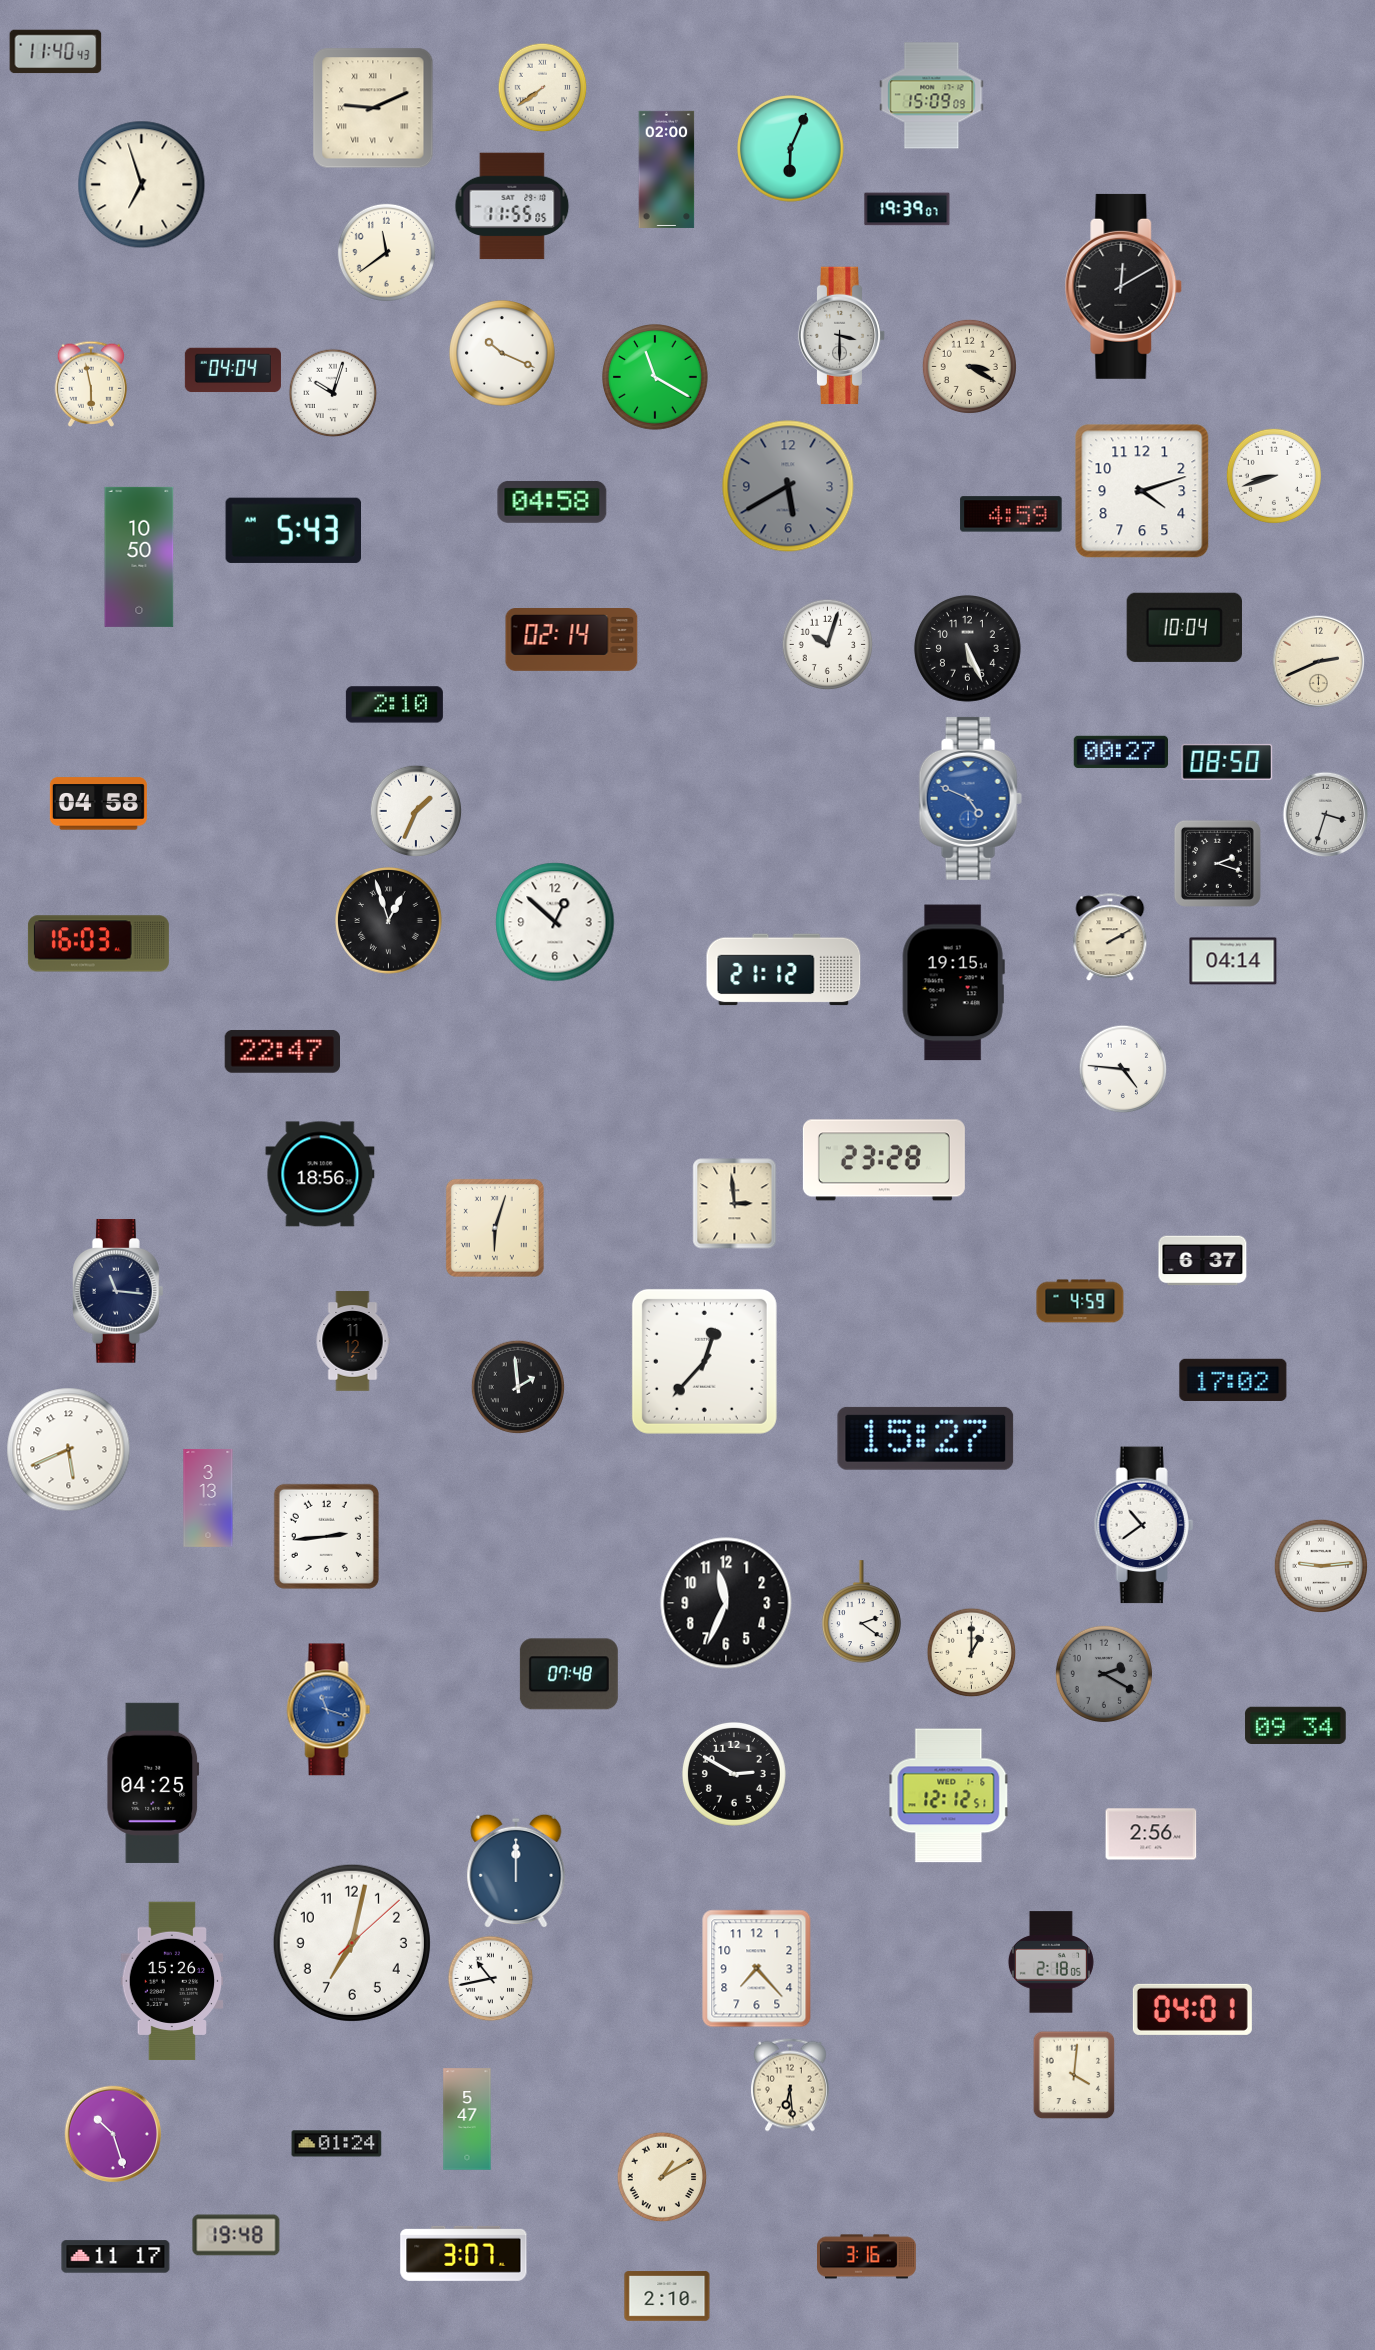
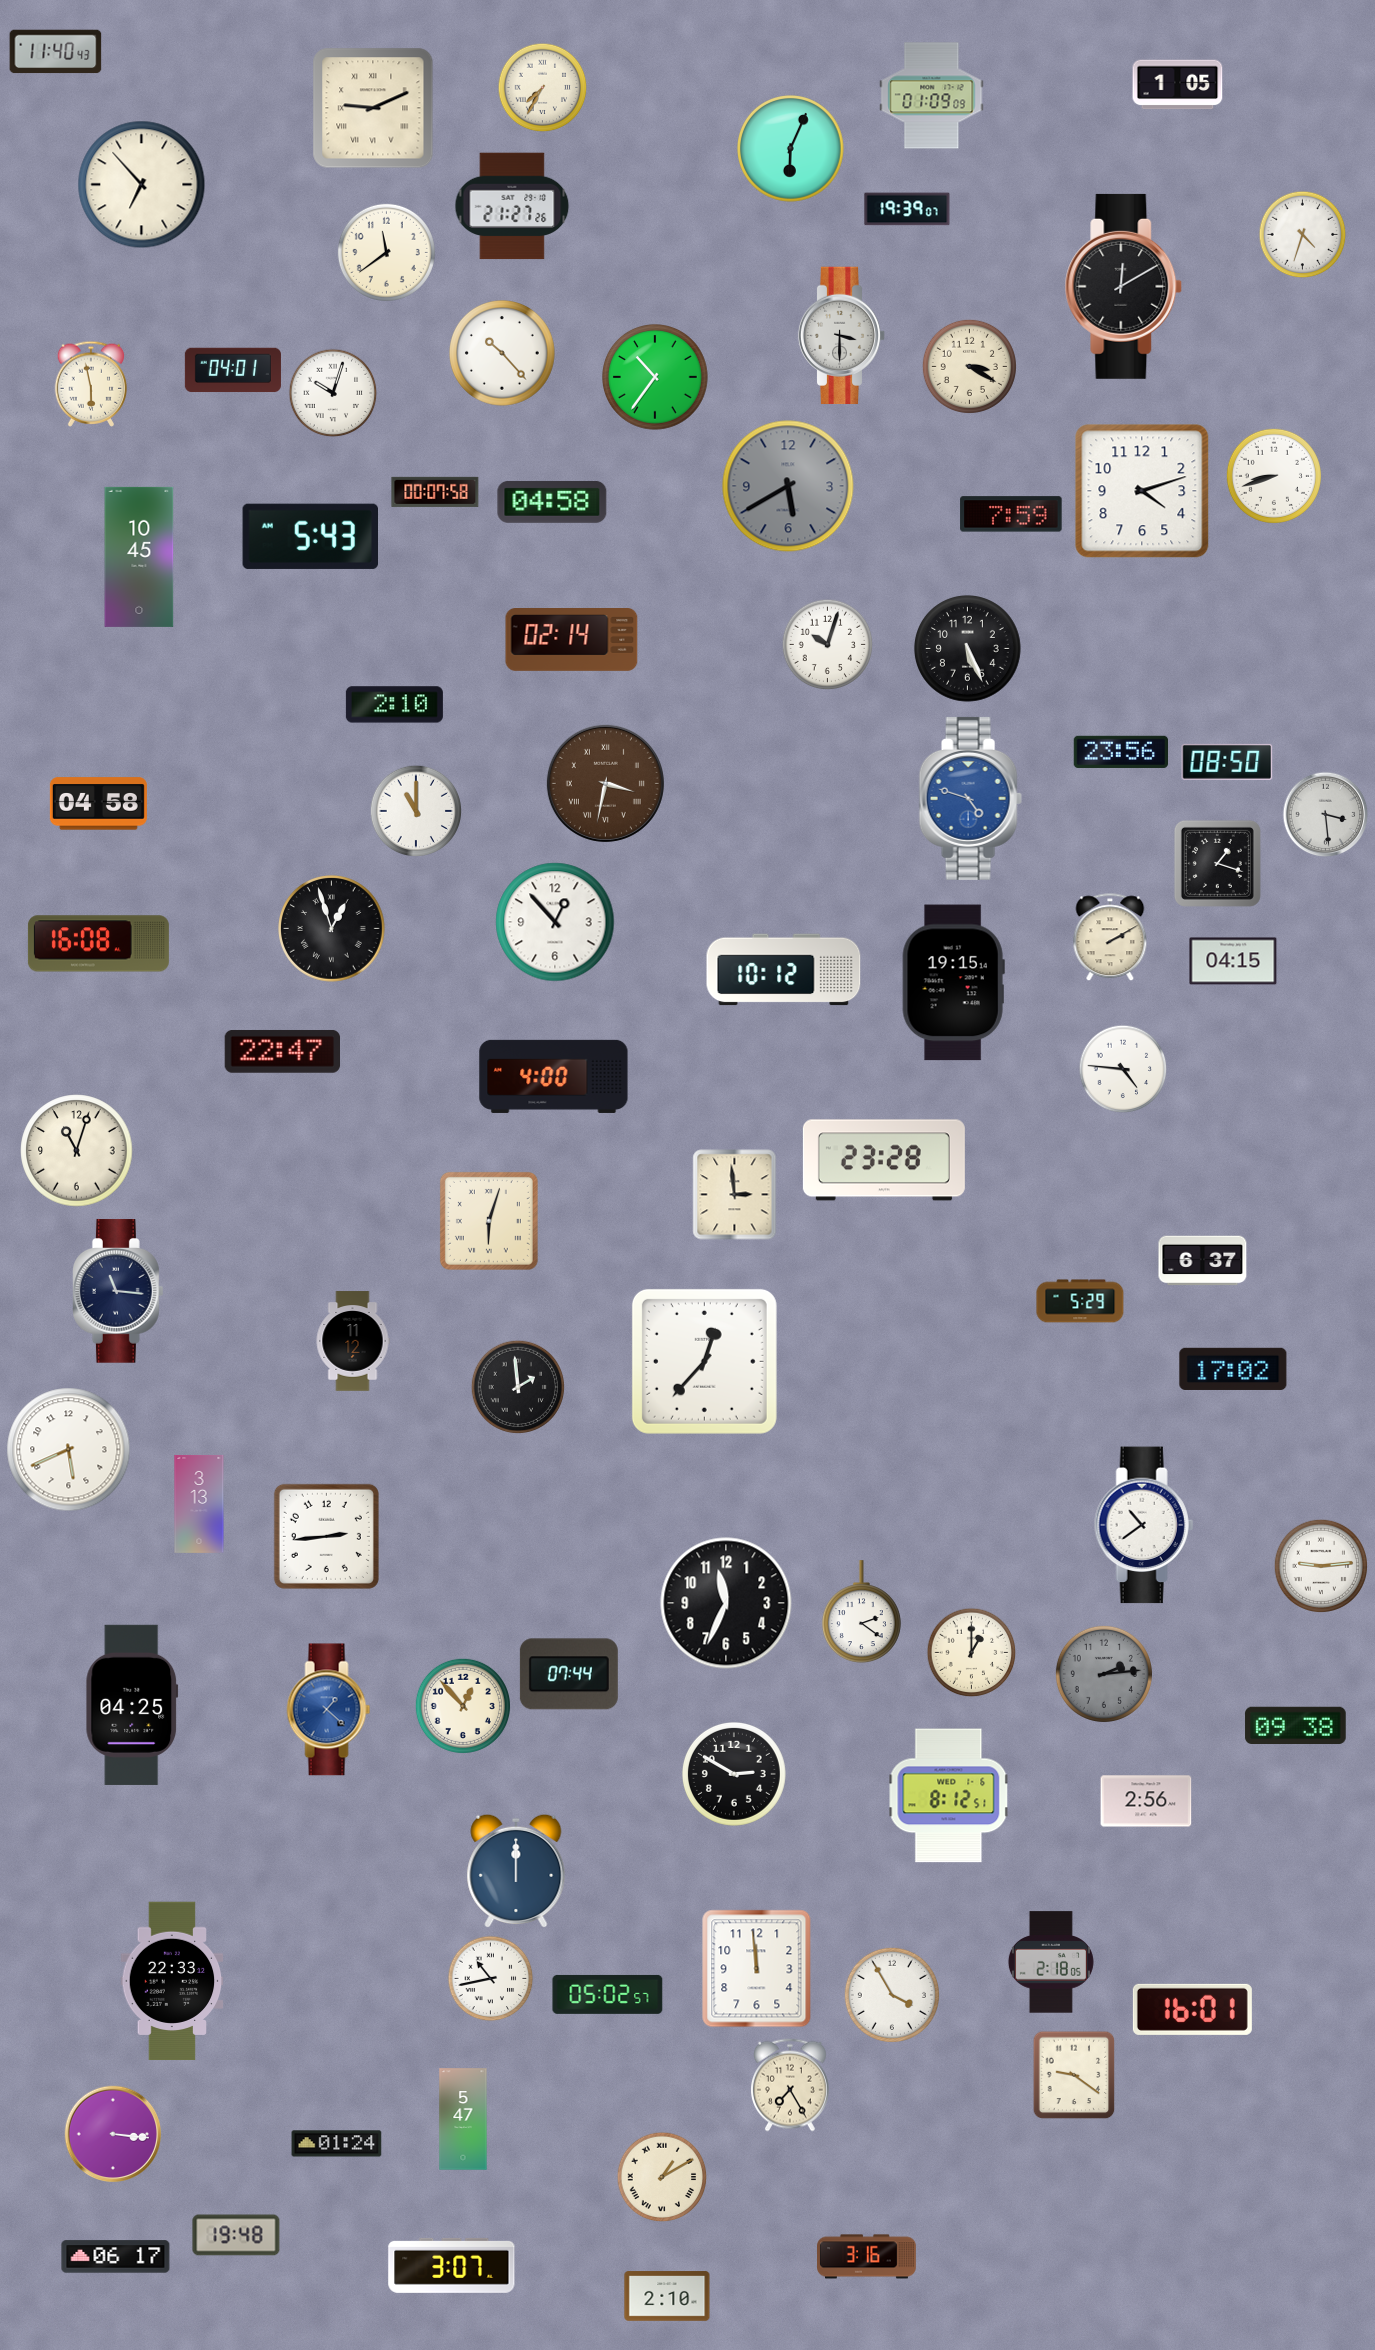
clock at (1178, 85): none -> 1:05
clock at (543, 88): 7:39 -> 7:35
clock at (932, 96): 15:09 -> 01:09
clock at (667, 169): 02:00 -> none
clock at (142, 185): 6:57 -> 6:53
clock at (512, 206): 11:55 -> 21:27
clock at (1303, 235): none -> 4:33
clock at (503, 354): 10:19 -> 10:23
clock at (233, 370): 04:04 -> 04:01
clock at (656, 378): 11:20 -> 10:36
clock at (435, 492): none -> 00:07
clock at (1011, 514): 4:59 -> 7:59
clock at (294, 530) position: (294, 530) -> (311, 536)
clock at (139, 557): 10:50 -> 10:45
clock at (1184, 627): 10:04 -> none
clock at (1319, 662): 2:41 -> none
clock at (1120, 752): 00:27 -> 23:56
clock at (605, 783): none -> 3:32
clock at (970, 798): 4:49 -> 4:48
clock at (416, 811): 1:34 -> 11:00
clock at (1326, 815): 3:33 -> 3:29
clock at (1217, 863): 2:18 -> 1:18
clock at (389, 921) position: (389, 921) -> (332, 929)
clock at (555, 922): 12:52 -> 12:53
clock at (98, 944): 16:03 -> 16:08
clock at (1233, 961): 04:14 -> 04:15
clock at (784, 970): 21:12 -> 10:12
clock at (554, 1076): none -> 4:00
clock at (77, 1151): none -> 11:03
clock at (320, 1174): 18:56 -> none
clock at (735, 1204) position: (735, 1204) -> (735, 1195)
clock at (495, 1228) position: (495, 1228) -> (489, 1221)
clock at (1080, 1301): 4:59 -> 5:29
clock at (1233, 1380) position: (1233, 1380) -> (1233, 1369)
clock at (926, 1438): 15:27 -> none
clock at (208, 1498) position: (208, 1498) -> (199, 1504)
clock at (569, 1674): 07:48 -> 07:44
clock at (1104, 1674): 2:20 -> 2:14
clock at (463, 1706): none -> 12:53
clock at (329, 1710): 11:18 -> 1:22
clock at (1296, 1725): 09:34 -> 09:38
clock at (153, 1783) position: (153, 1783) -> (132, 1705)
clock at (949, 1796): 12:12 -> 8:12
clock at (1151, 1834) position: (1151, 1834) -> (1146, 1801)
clock at (352, 1943): 7:02 -> none
clock at (757, 1969): 7:23 -> 11:59
clock at (172, 1981): 15:26 -> 22:33
clock at (608, 1994): none -> 05:02
clock at (892, 1995): none -> 3:55
clock at (1192, 2009): 04:01 -> 16:01
clock at (1074, 2075): 4:01 -> 9:21
clock at (790, 2085): 6:29 -> 7:25
clock at (467, 2119) position: (467, 2119) -> (463, 2119)
clock at (112, 2133): 10:27 -> 3:16
clock at (464, 2253) position: (464, 2253) -> (452, 2265)
clock at (116, 2257): 11:17 -> 06:17
